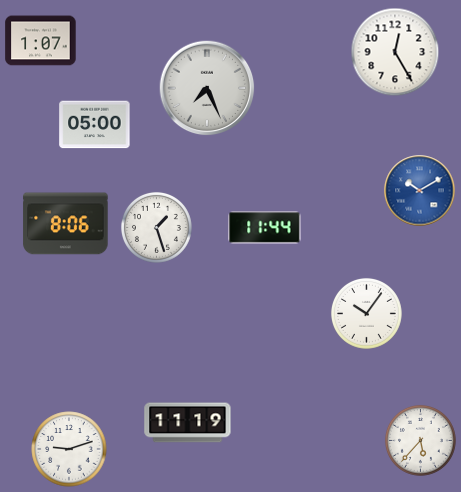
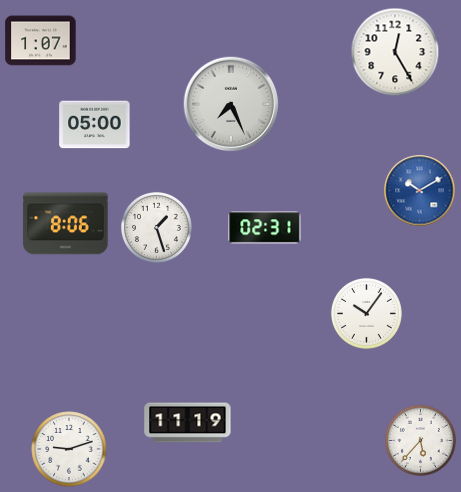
clock at (207, 88) position: (207, 88) -> (231, 104)
clock at (265, 228): 11:44 -> 02:31
